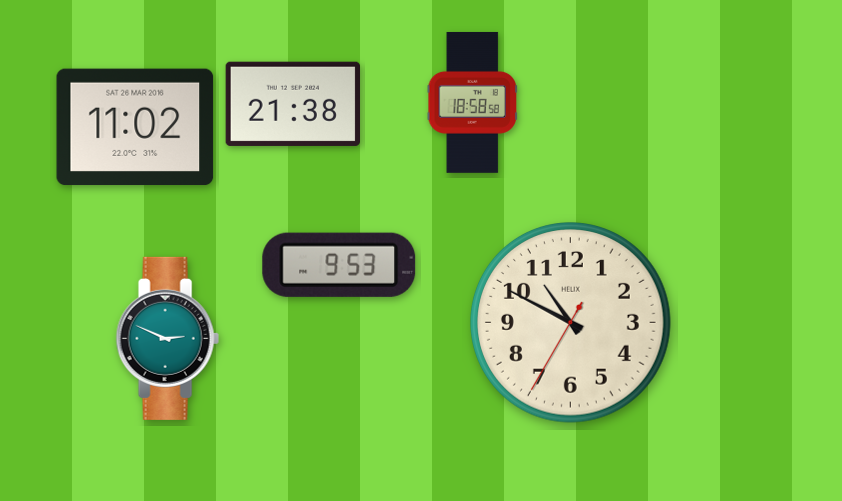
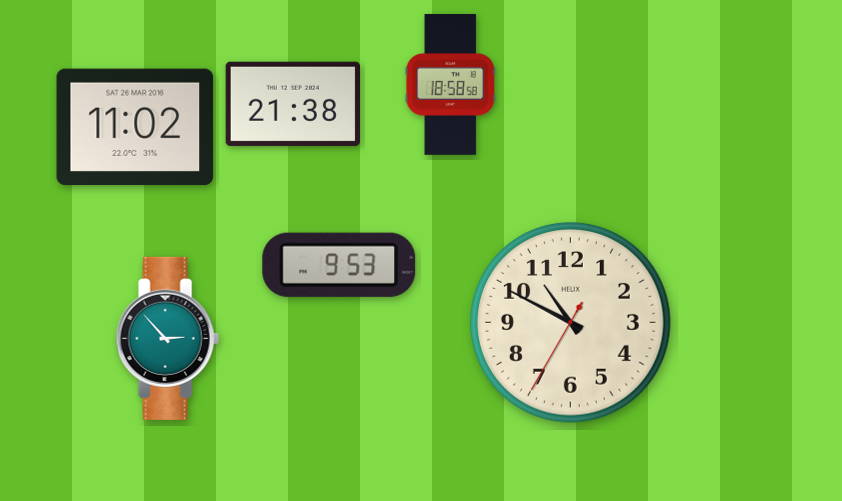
clock at (472, 102) position: (472, 102) -> (450, 84)
clock at (167, 338): 2:49 -> 2:53
